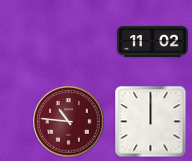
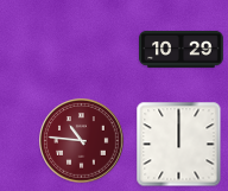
clock at (153, 41): 11:02 -> 10:29
clock at (69, 122) position: (69, 122) -> (82, 141)
